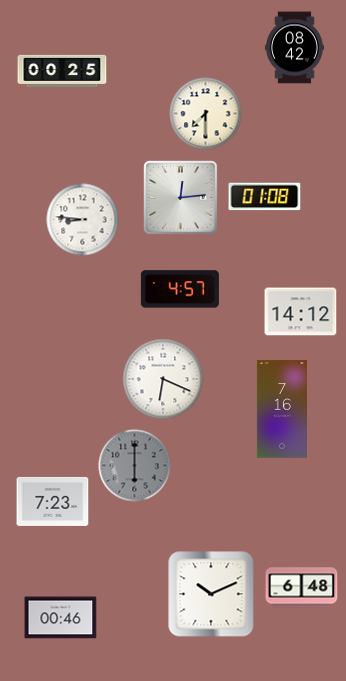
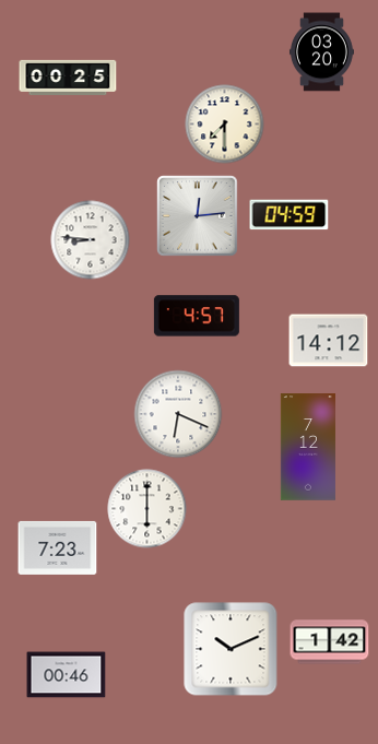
clock at (294, 48): 08:42 -> 03:20
clock at (265, 197): 01:08 -> 04:59
clock at (282, 409): 7:16 -> 7:12
clock at (135, 466) dial: grey -> white
clock at (302, 588): 6:48 -> 1:42
